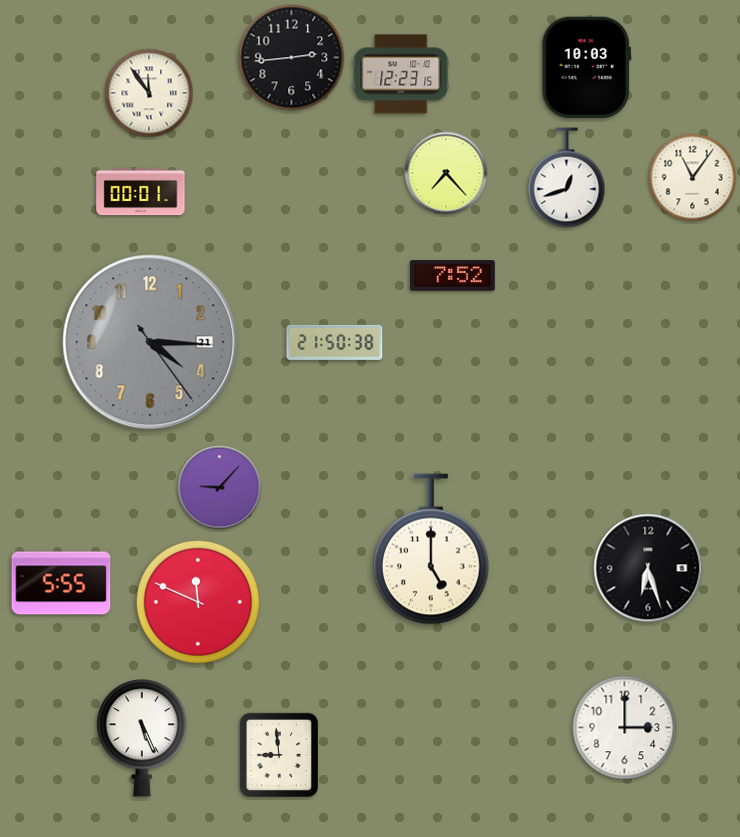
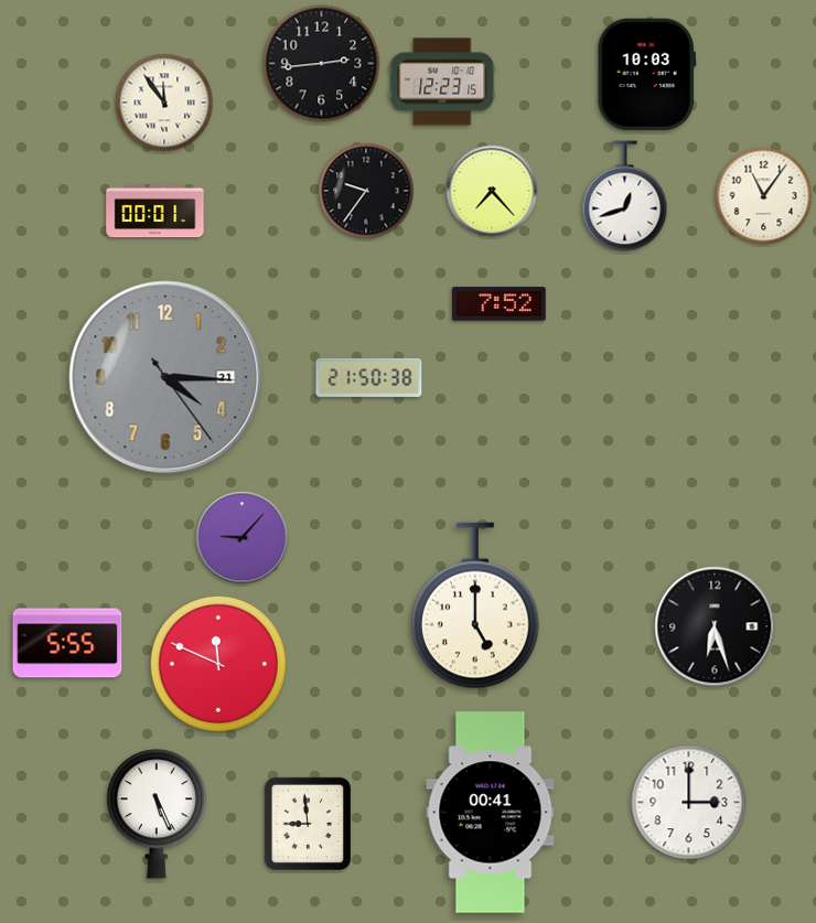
clock at (366, 191): none -> 9:36
clock at (491, 813): none -> 00:41
clock at (278, 754) position: (278, 754) -> (307, 823)
